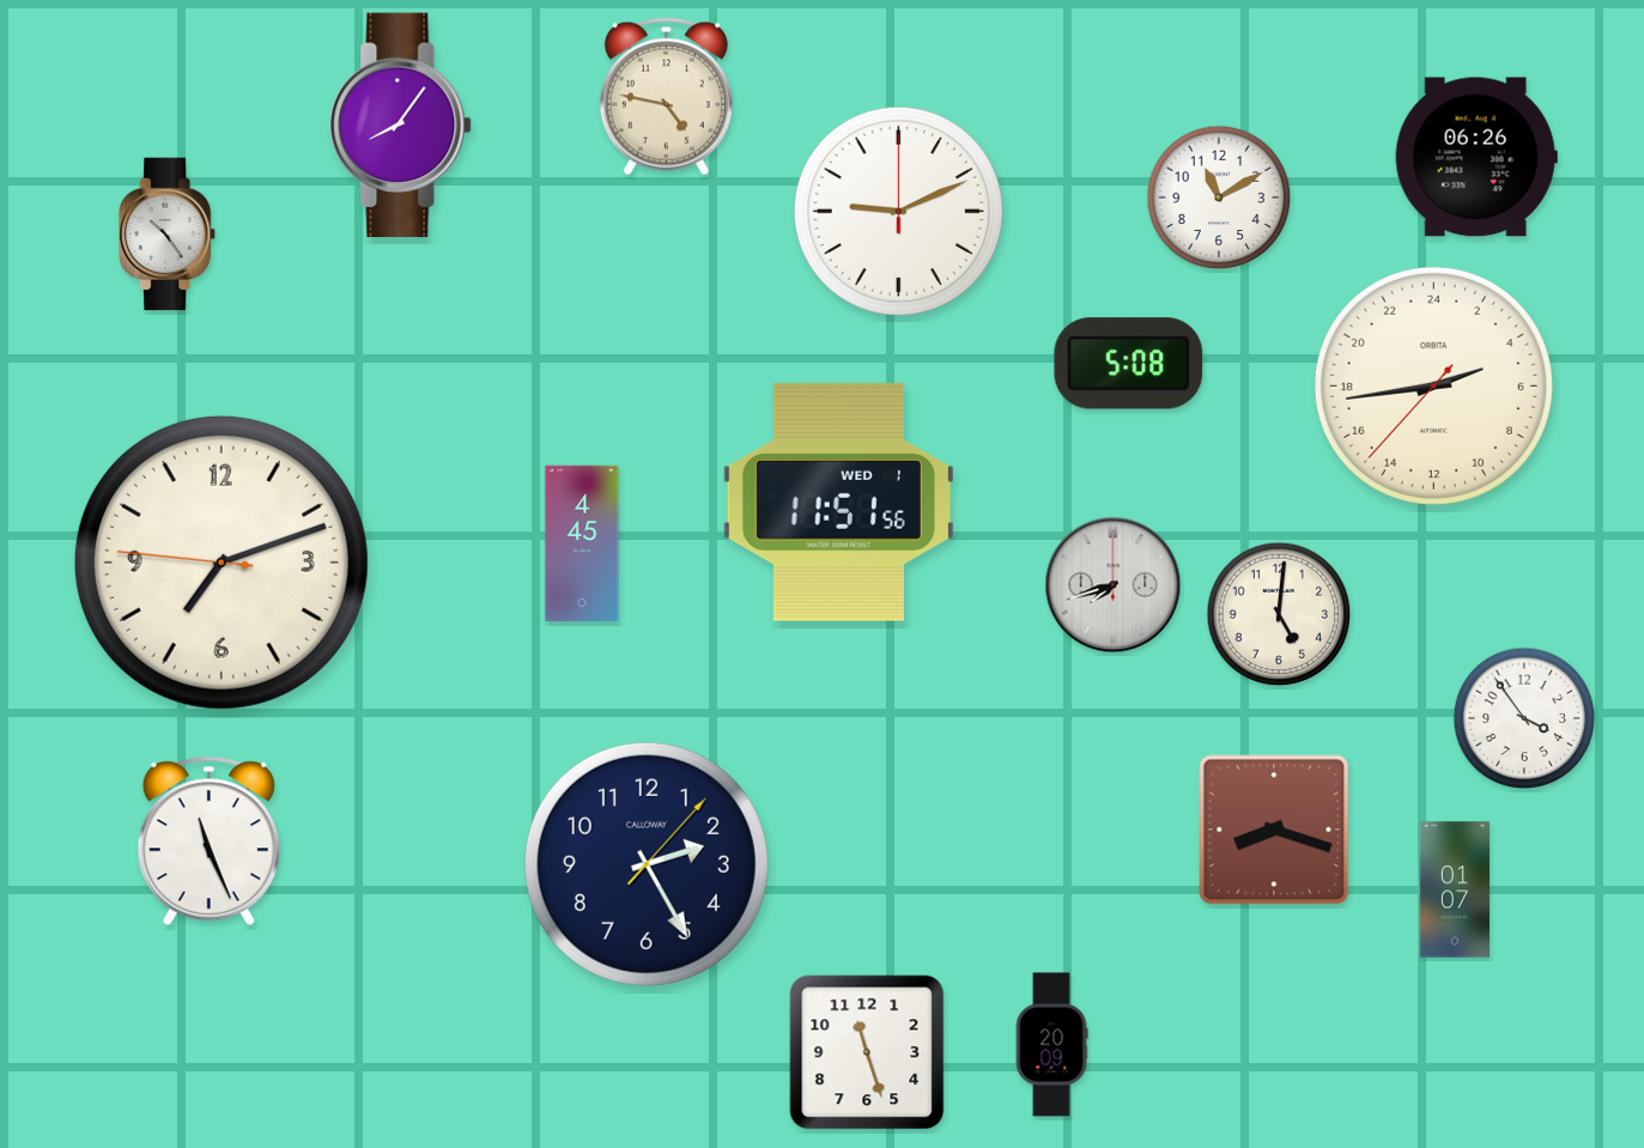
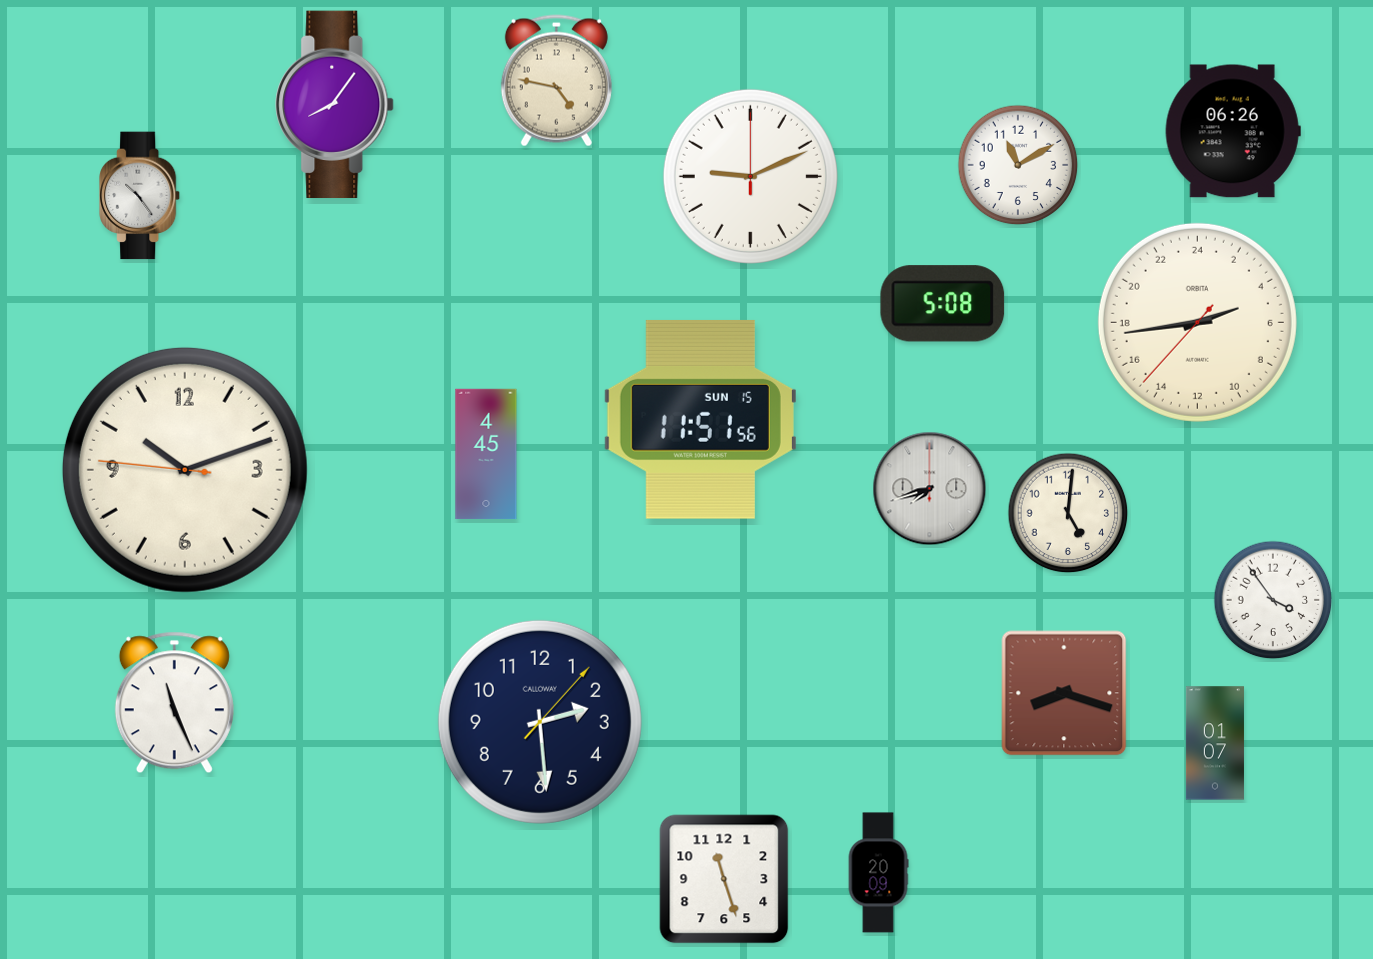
clock at (838, 502) date: WED 1 -> SUN 15
clock at (222, 563): 7:11 -> 10:11
clock at (647, 864): 2:25 -> 2:29
